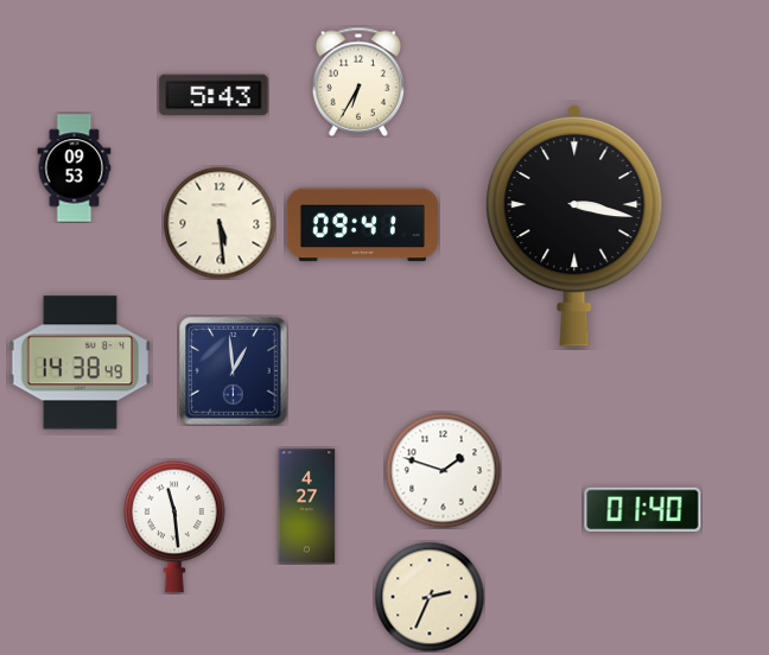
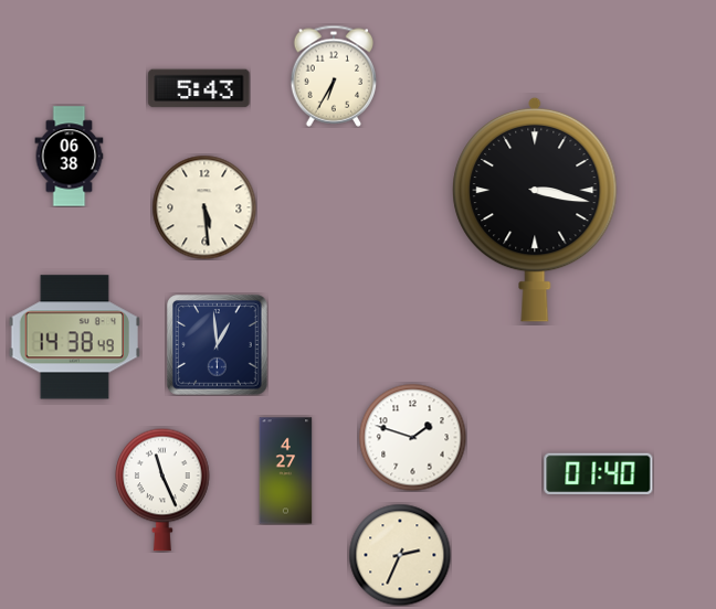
clock at (75, 168): 09:53 -> 06:38
clock at (362, 225): 09:41 -> none
clock at (174, 527): 11:29 -> 11:26
